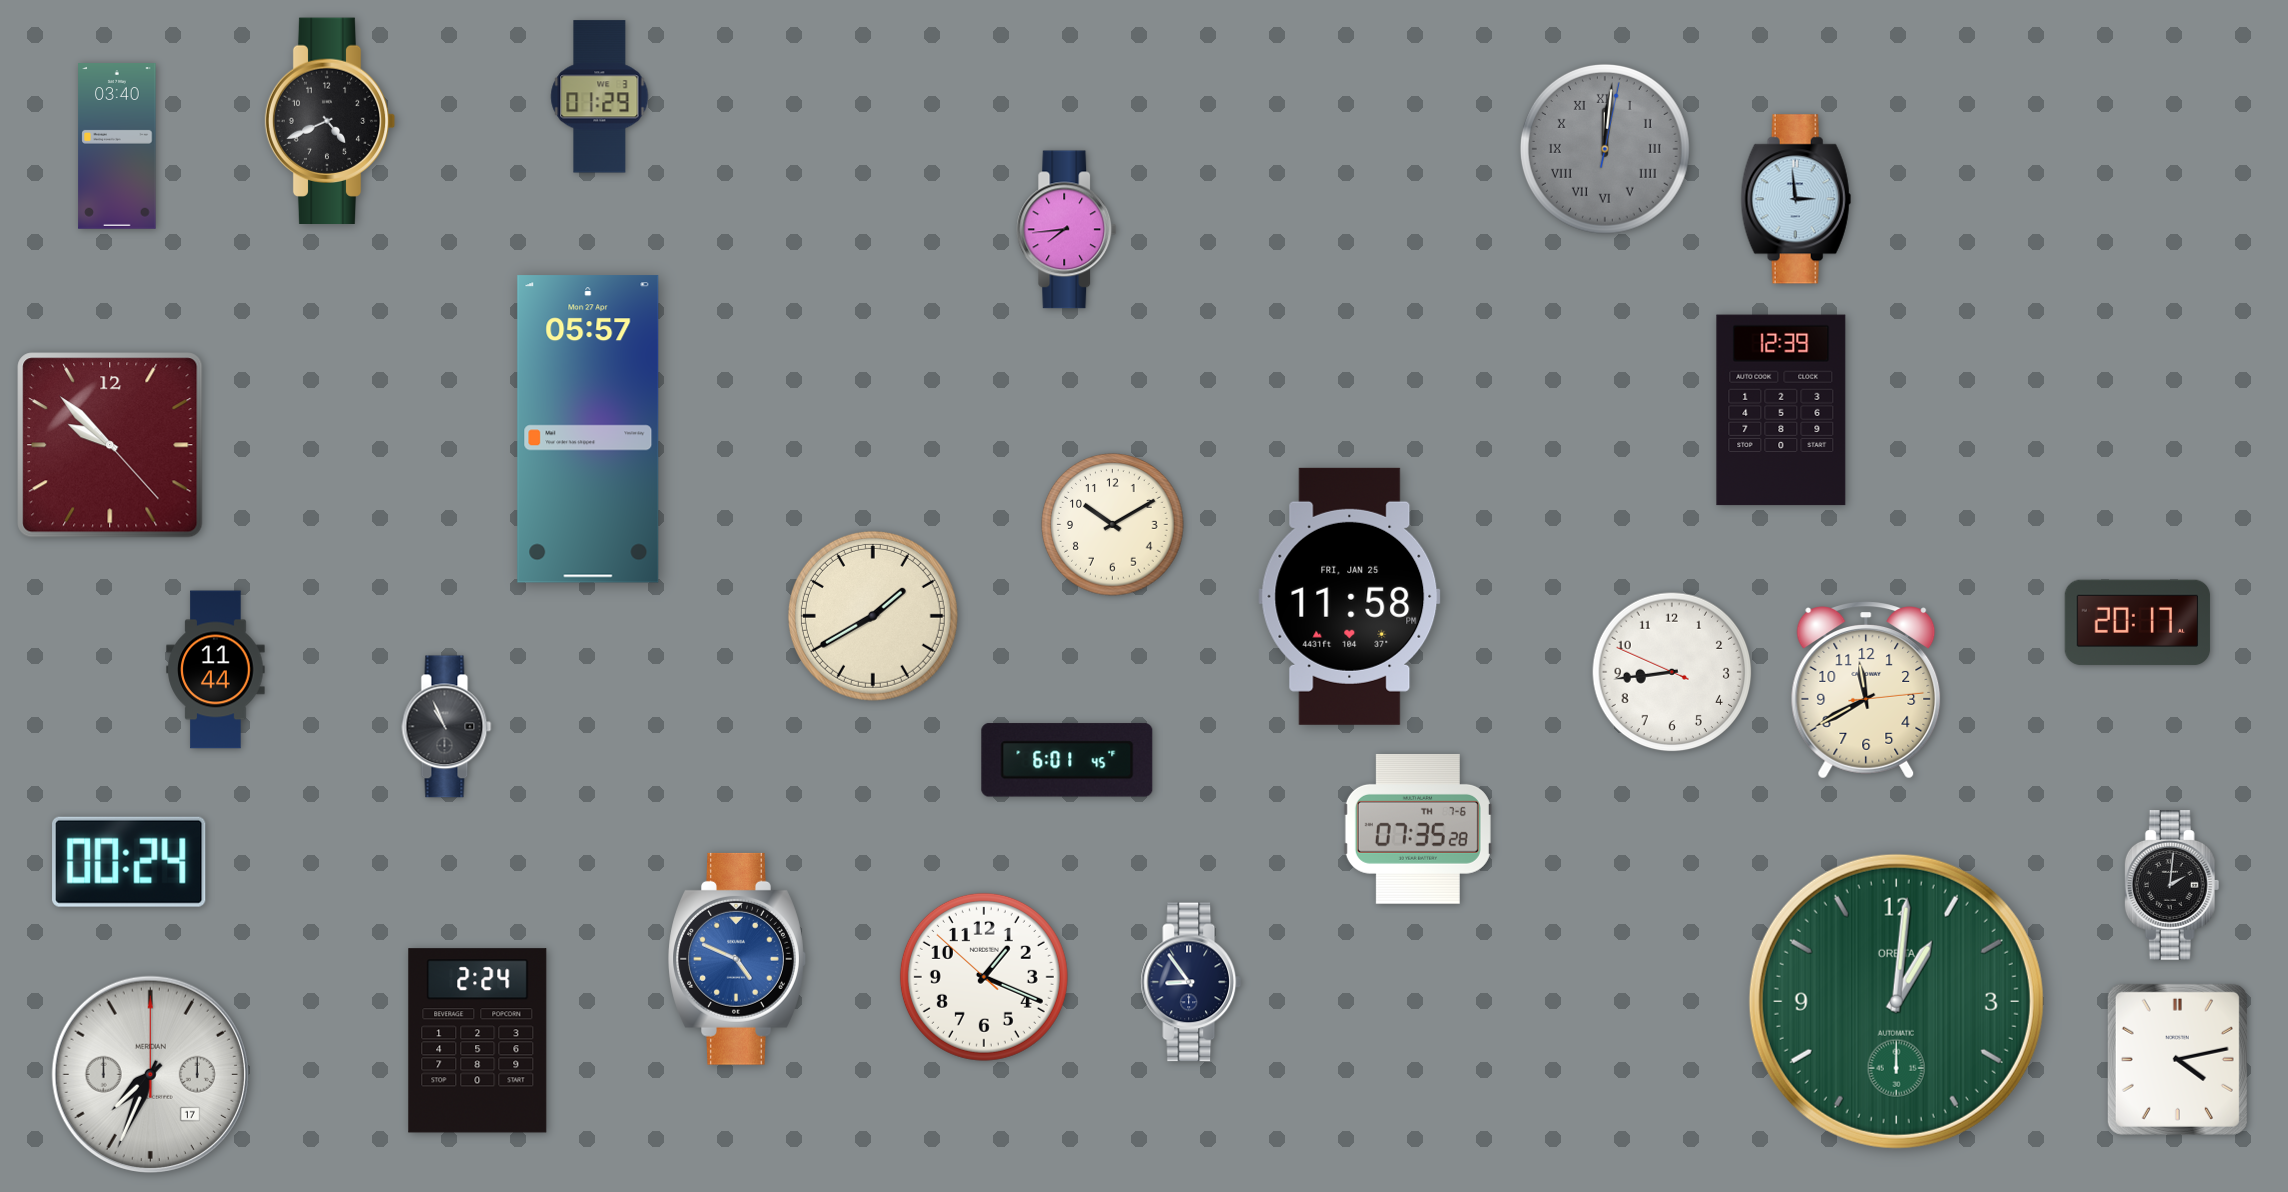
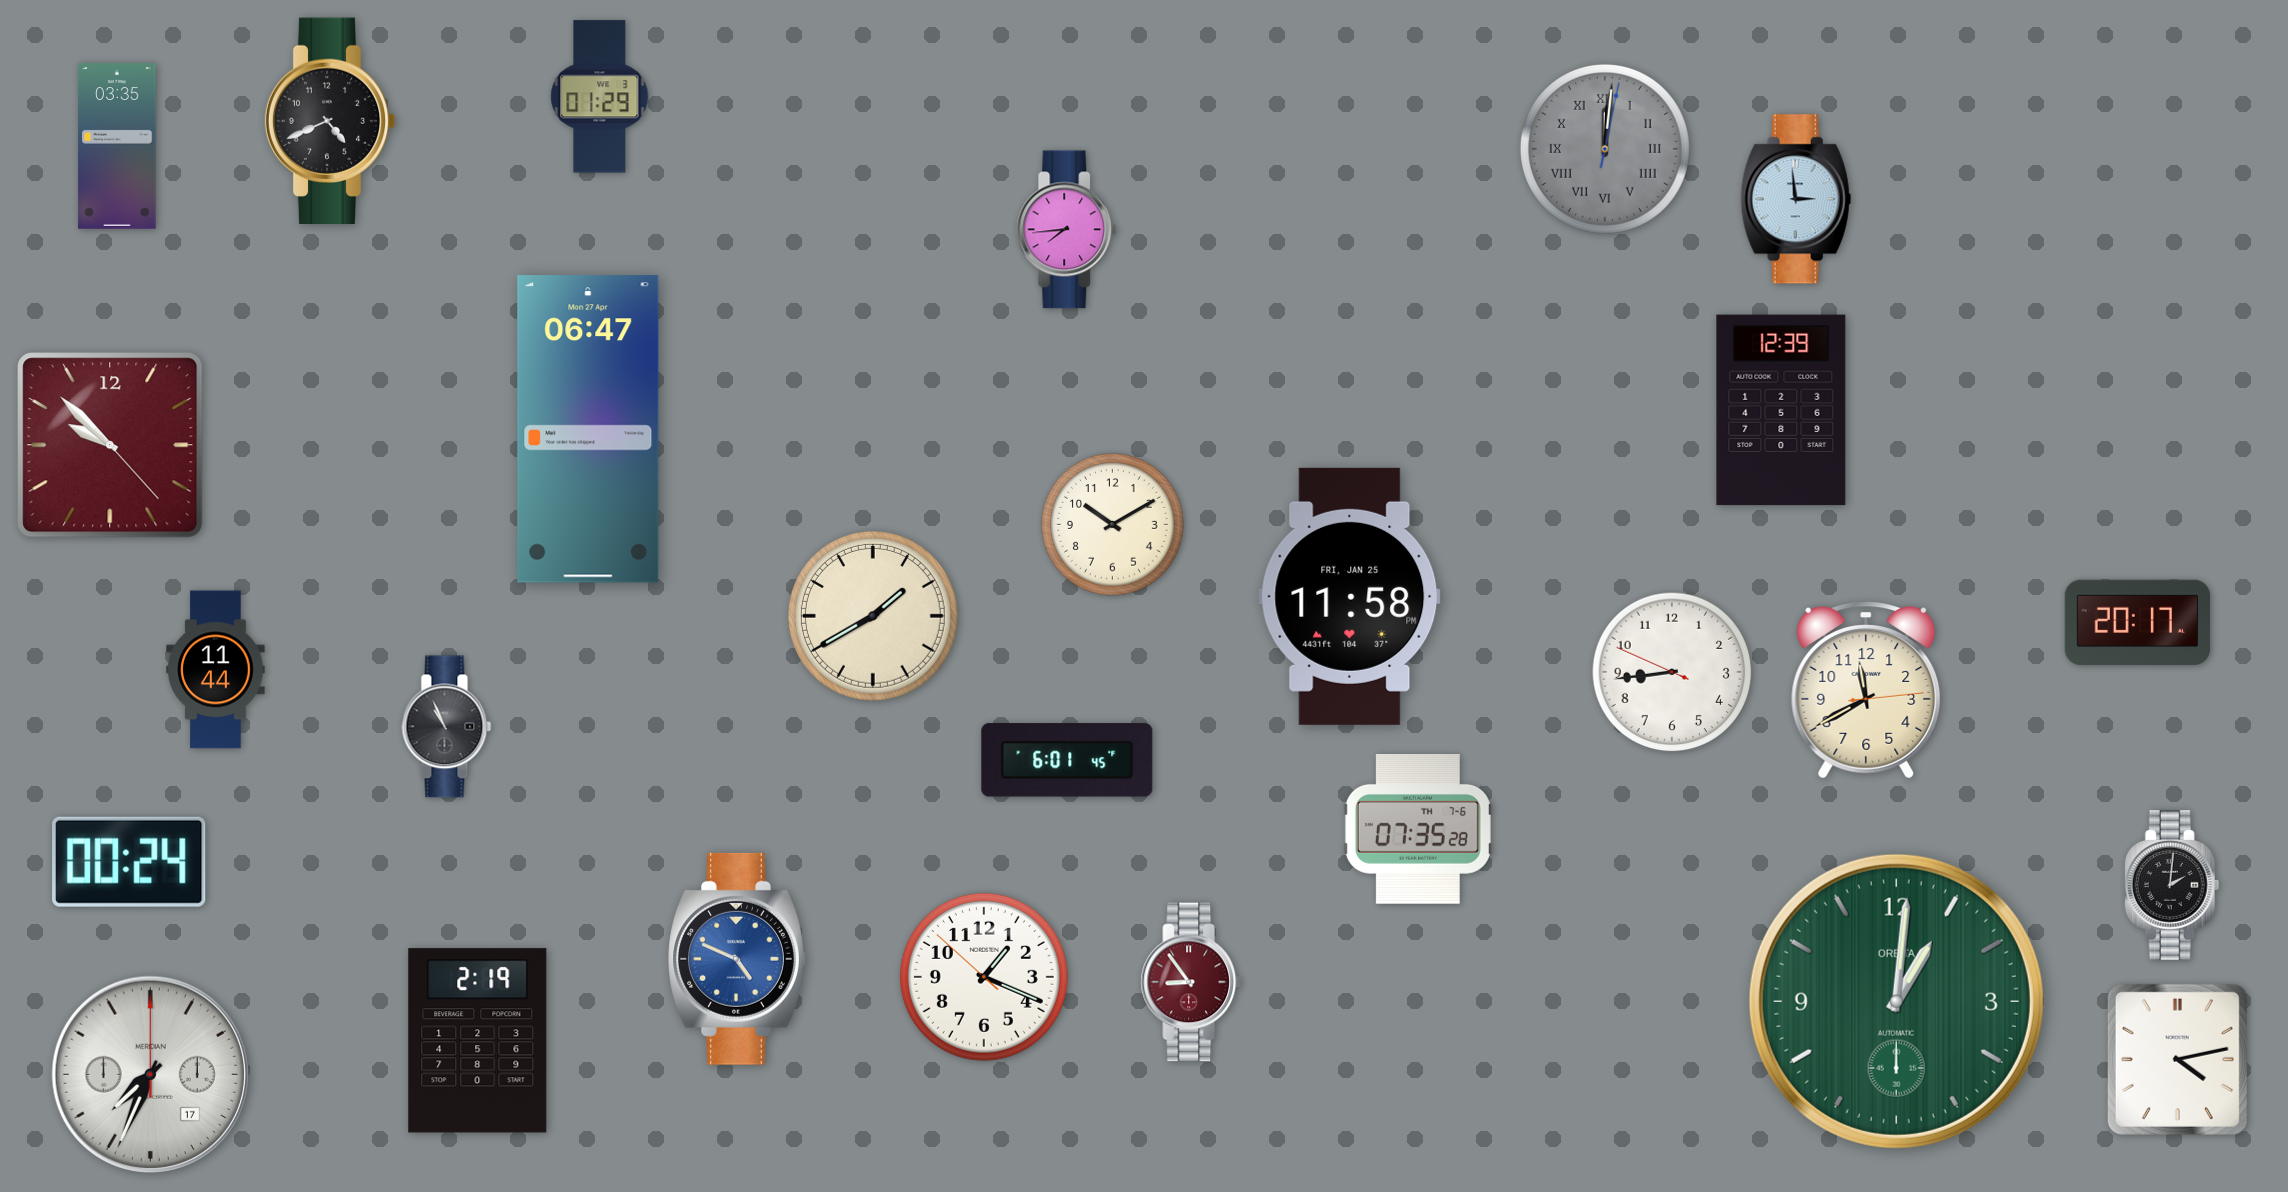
clock at (117, 146): 03:40 -> 03:35
clock at (588, 429): 05:57 -> 06:47
clock at (1191, 982) dial: navy -> burgundy
clock at (478, 1041): 2:24 -> 2:19
